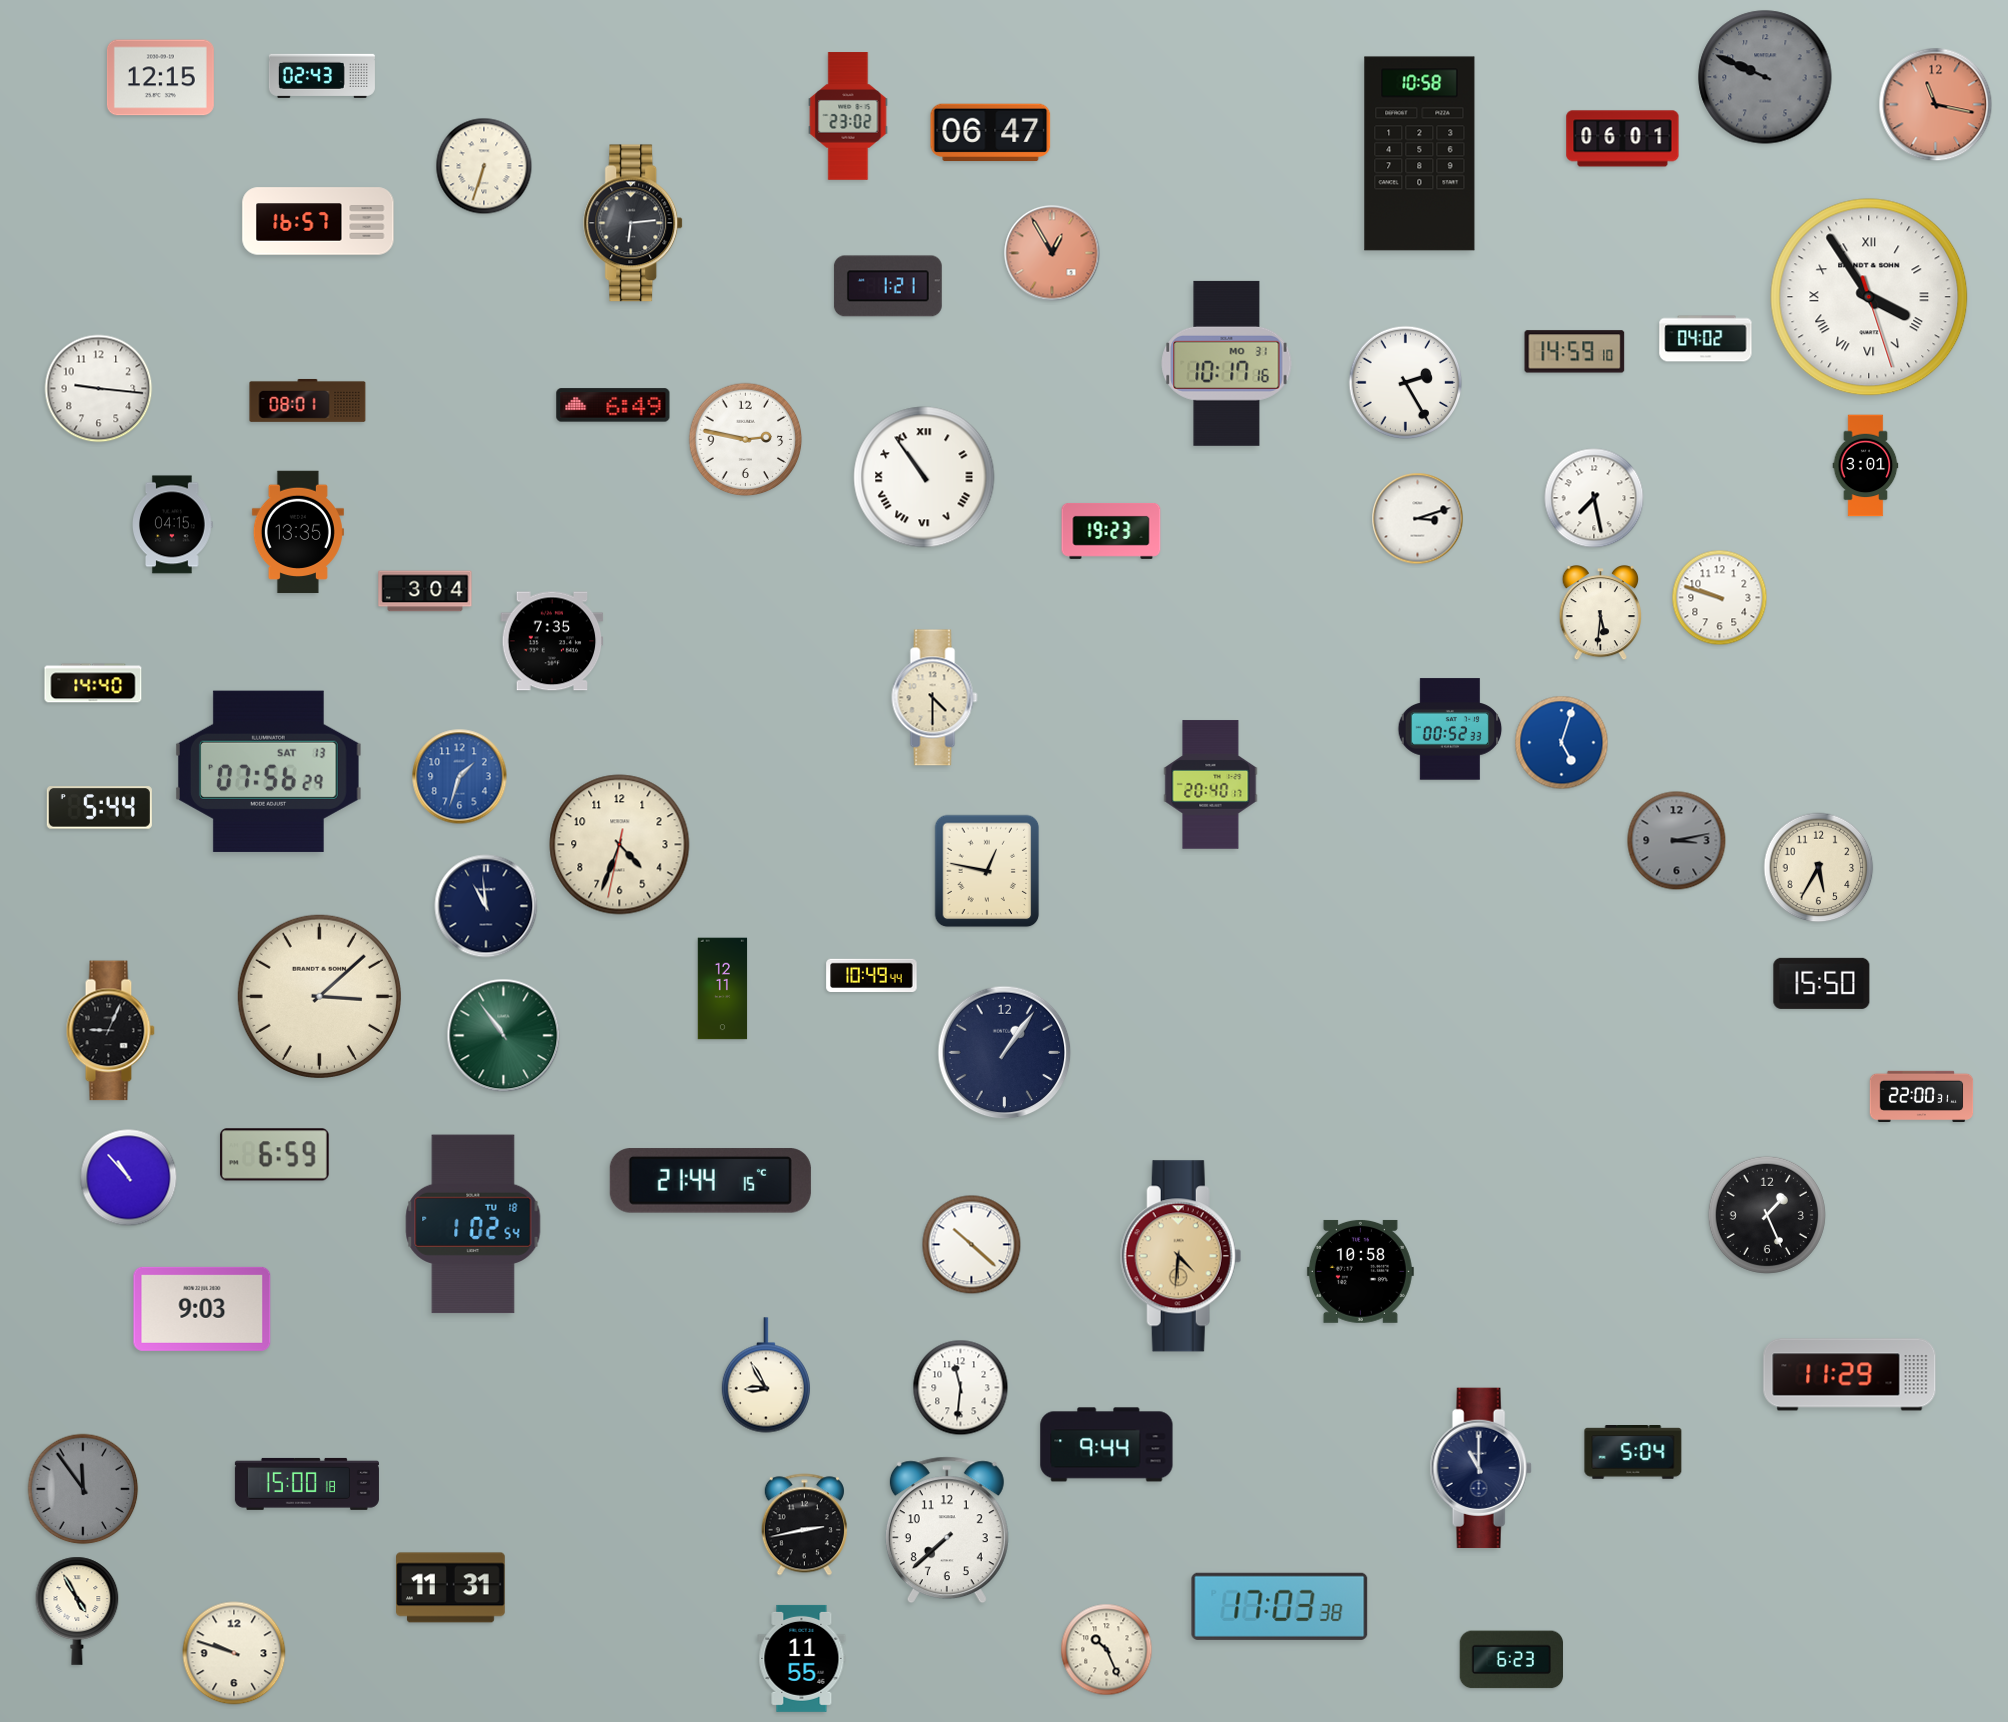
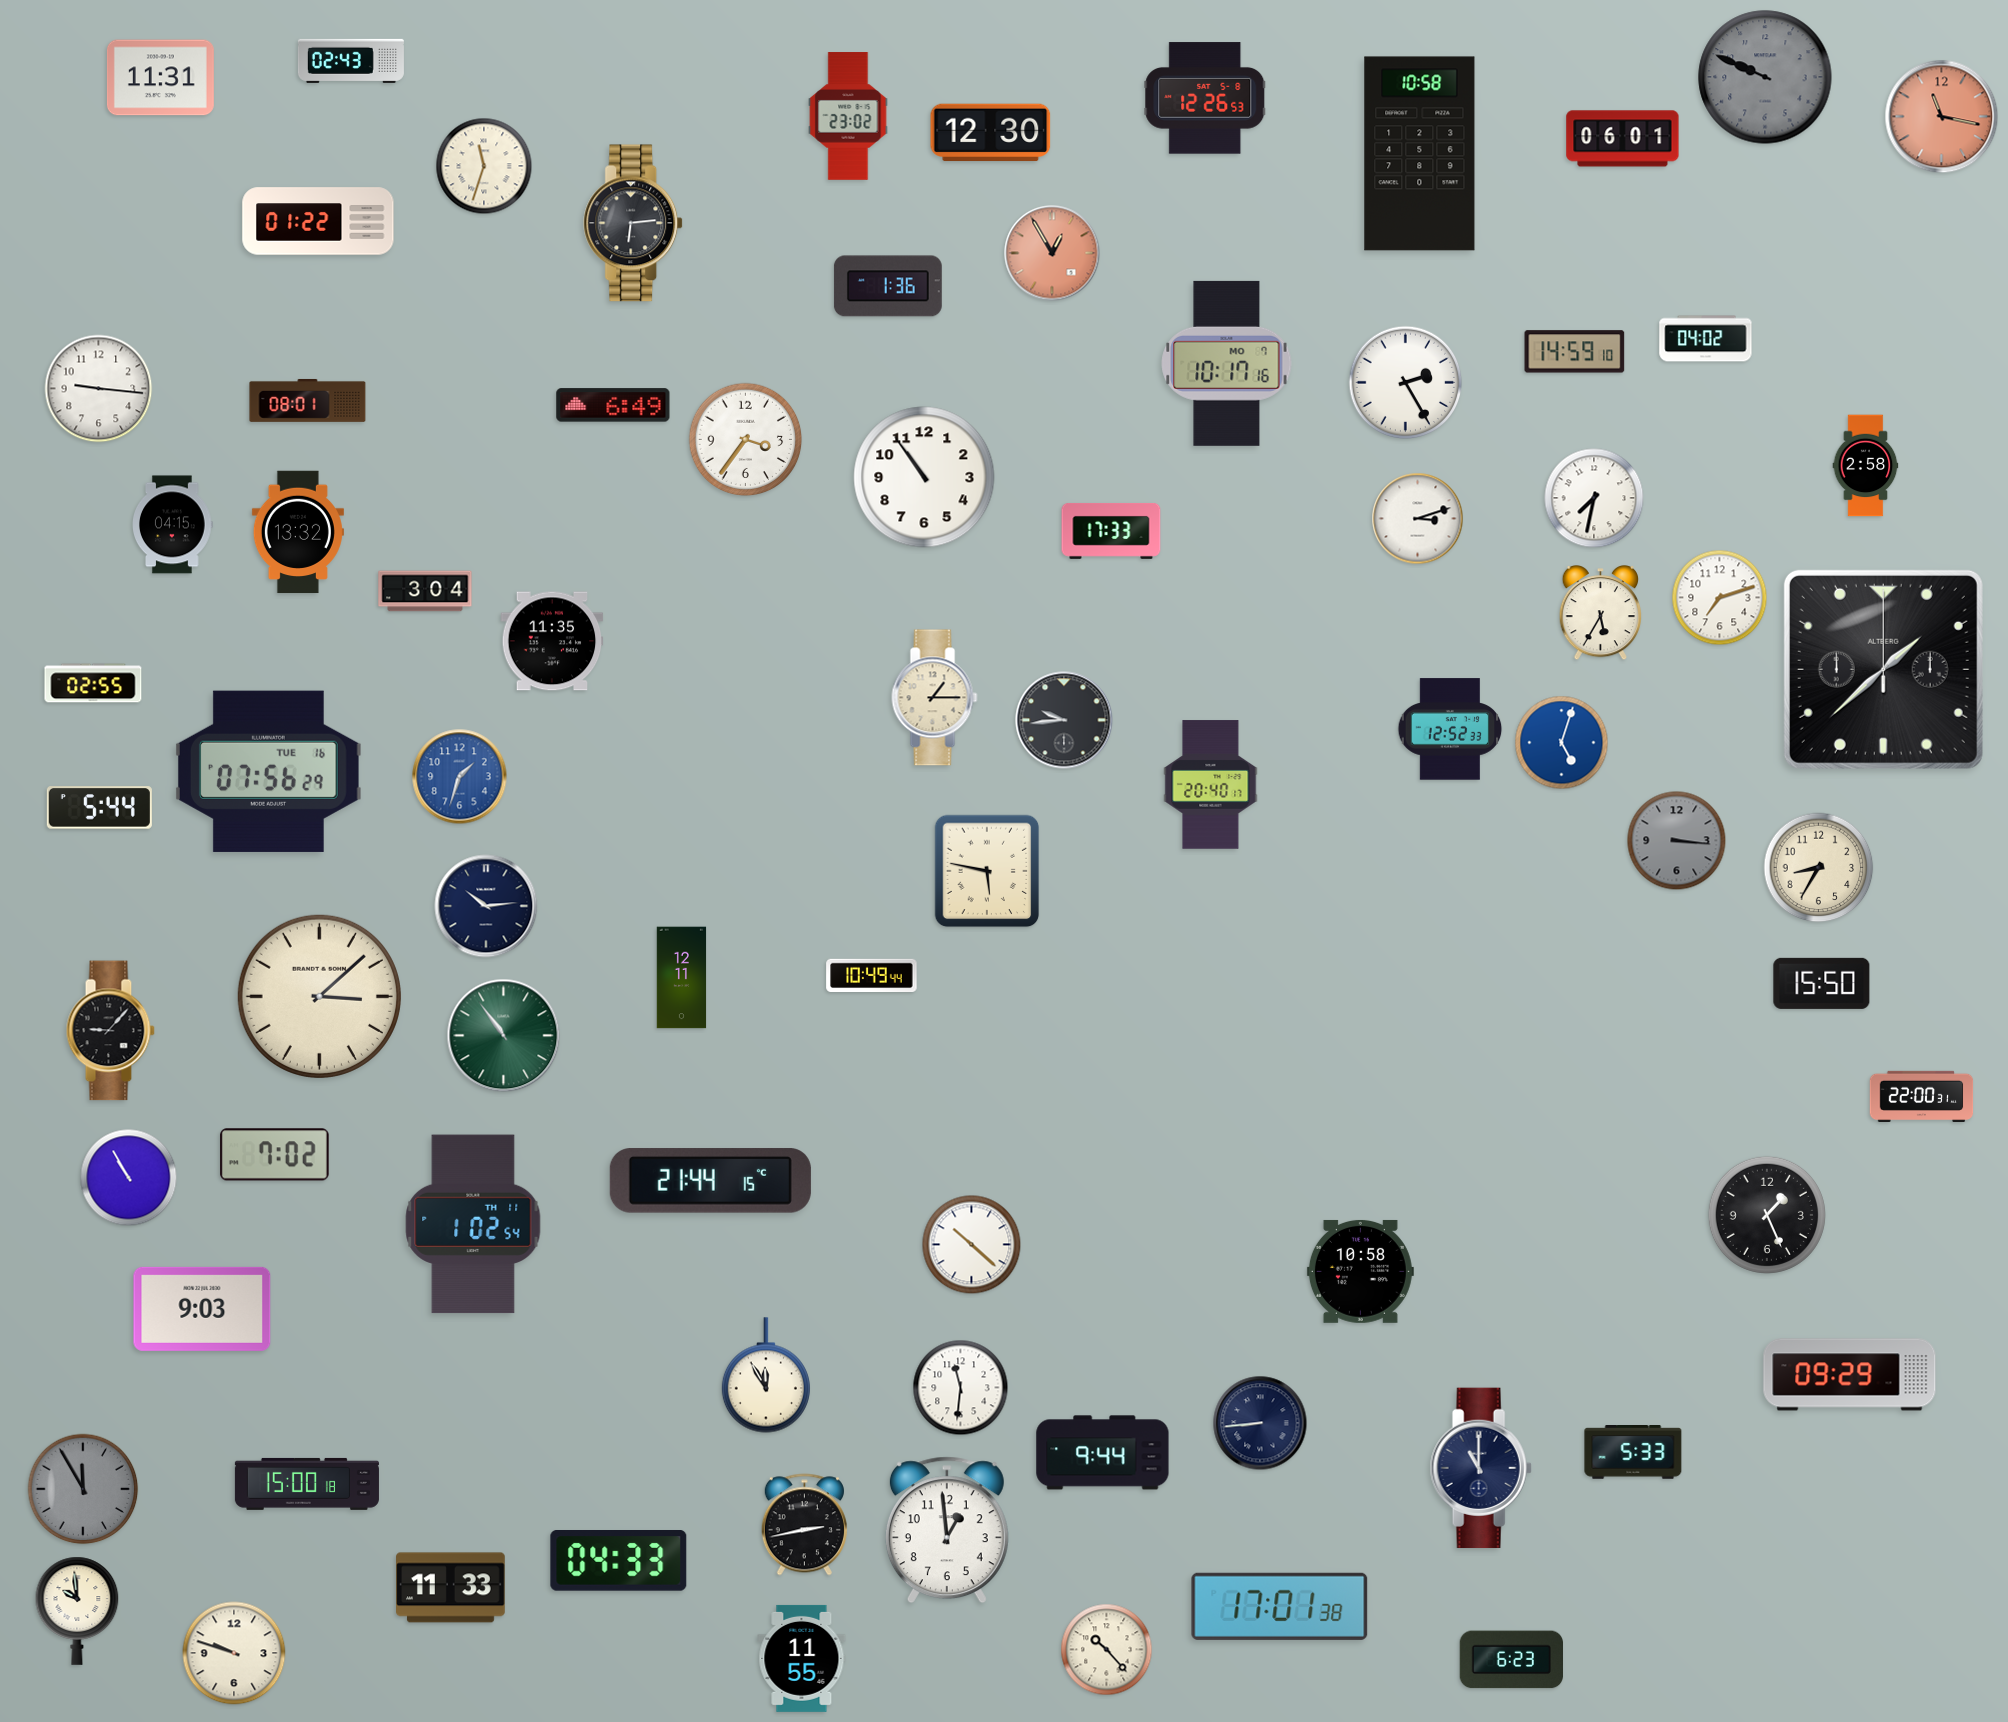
clock at (322, 76) position: (322, 76) -> (351, 61)
clock at (160, 78): 12:15 -> 11:31
clock at (1205, 98): none -> 12:26
clock at (1936, 105) position: (1936, 105) -> (1942, 117)
clock at (991, 133): 06:47 -> 12:30
clock at (484, 166): 6:33 -> 11:33
clock at (318, 221): 16:57 -> 01:22
clock at (888, 286): 1:21 -> 1:36
clock at (1869, 297): 3:54 -> none
clock at (1227, 363) date: MO 31 -> MO 7
clock at (746, 440): 2:47 -> 3:36
clock at (1866, 466): 3:01 -> 2:58
clock at (924, 477) numerals: Roman -> Arabic
clock at (1594, 498): 7:28 -> 7:32
clock at (1111, 531): 19:23 -> 17:33
clock at (298, 532): 13:35 -> 13:32
clock at (1720, 598): 9:48 -> 7:12
clock at (1600, 614): 5:31 -> 5:35
clock at (552, 641): 7:35 -> 11:35
clock at (1883, 669): none -> 1:38
clock at (93, 683): 14:40 -> 02:55
clock at (935, 698): 4:30 -> 1:15
clock at (1064, 720): none -> 9:44
clock at (1450, 729): 00:52 -> 12:52
clock at (268, 771) date: SAT 13 -> TUE 16
clock at (1677, 841): 3:13 -> 3:16
clock at (620, 845): 4:33 -> none
clock at (1819, 868): 5:35 -> 8:35
clock at (987, 871): 12:47 -> 5:47
clock at (486, 906): 10:59 -> 10:14
clock at (723, 989) position: (723, 989) -> (682, 978)
clock at (110, 1031): 9:04 -> 9:07
clock at (1005, 1053): 1:06 -> none
clock at (275, 1155): 6:59 -> 7:02
clock at (129, 1178): 10:53 -> 10:55
clock at (473, 1224) date: TU 18 -> TH 11
clock at (1181, 1256): 4:31 -> none
clock at (766, 1375): 8:55 -> 11:55
clock at (1850, 1375): 11:29 -> 09:29
clock at (1260, 1423): none -> 8:44
clock at (1107, 1445) position: (1107, 1445) -> (1103, 1453)
clock at (1633, 1453): 5:04 -> 5:33
clock at (83, 1489): 11:54 -> 11:55
clock at (947, 1530): 7:38 -> 12:59
clock at (619, 1561): none -> 04:33
clock at (451, 1588): 11:31 -> 11:33
clock at (1280, 1606): 17:03 -> 17:01
clock at (77, 1611): 4:55 -> 9:59
clock at (1107, 1650): 10:26 -> 10:23
